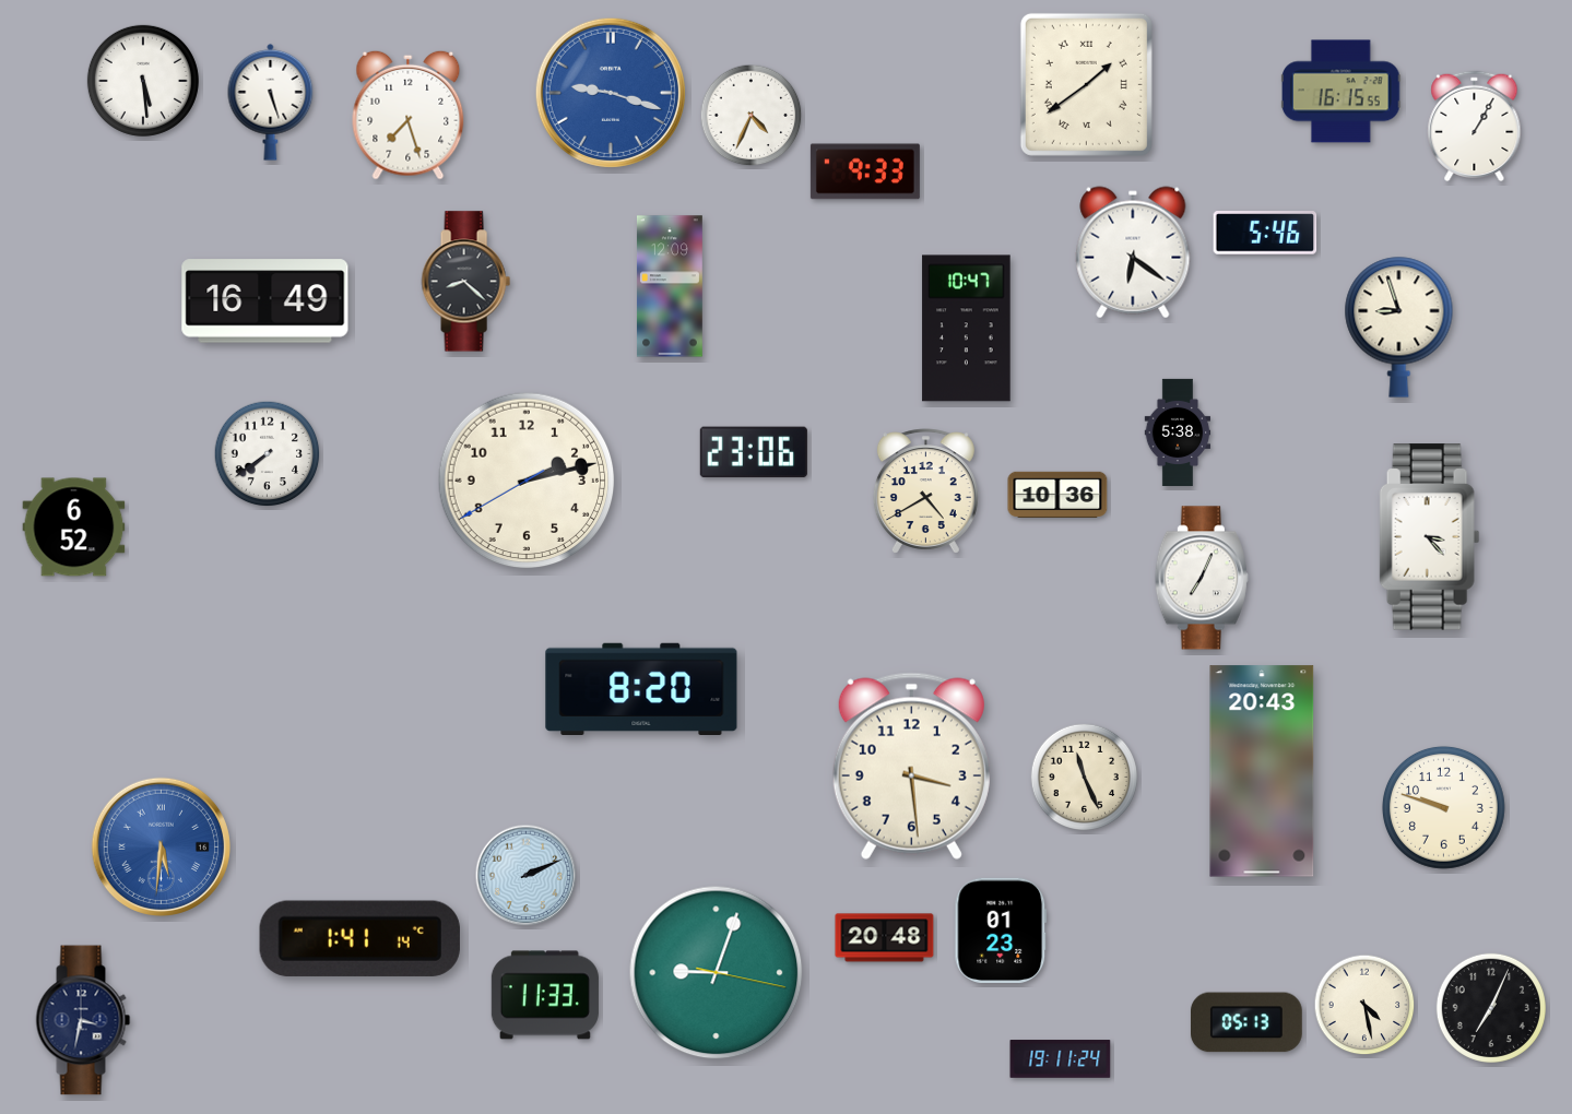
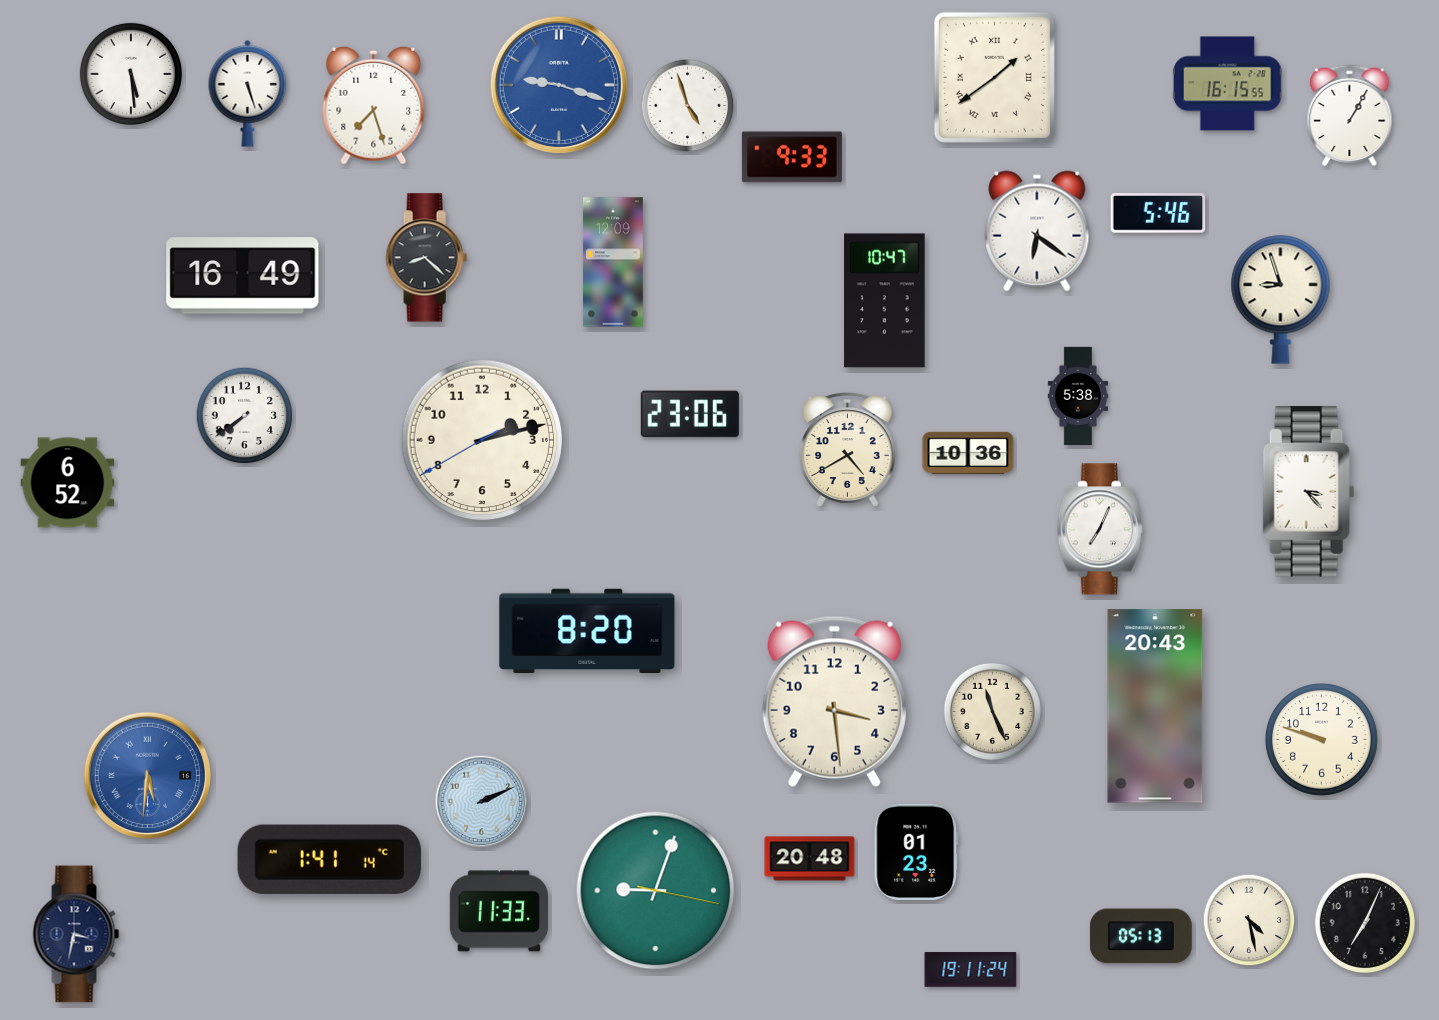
clock at (752, 116): 4:34 -> 4:57
